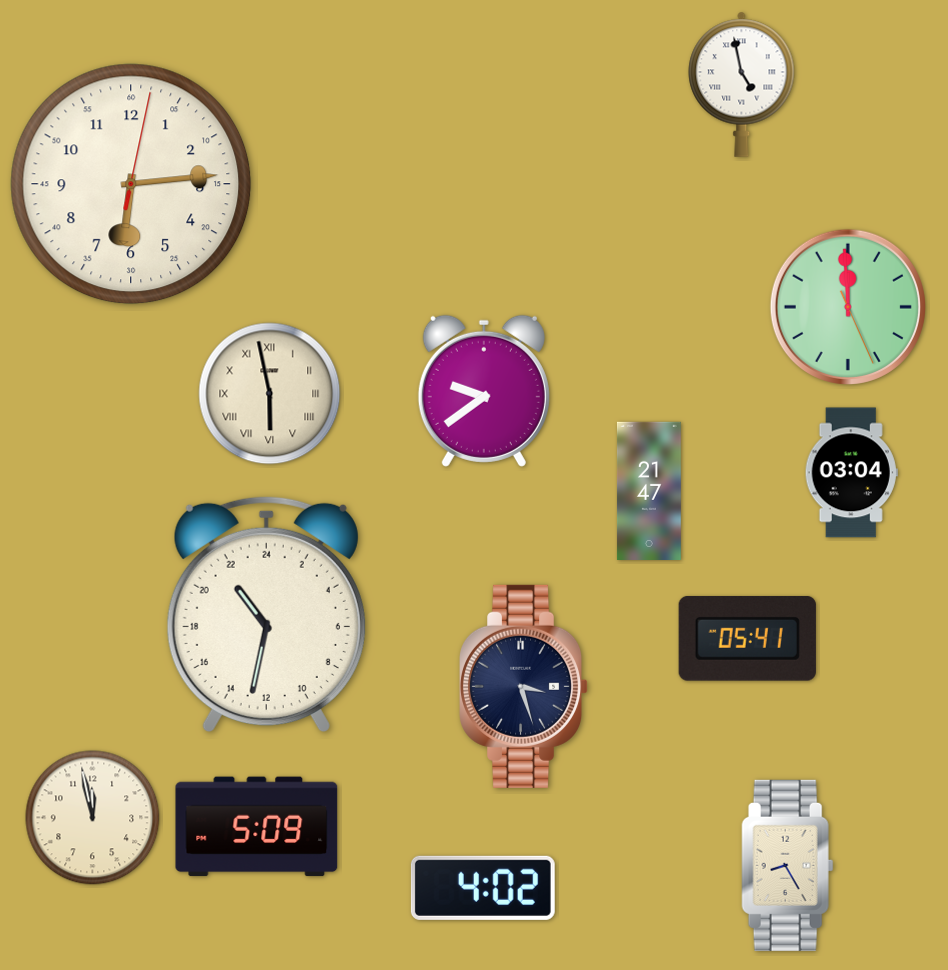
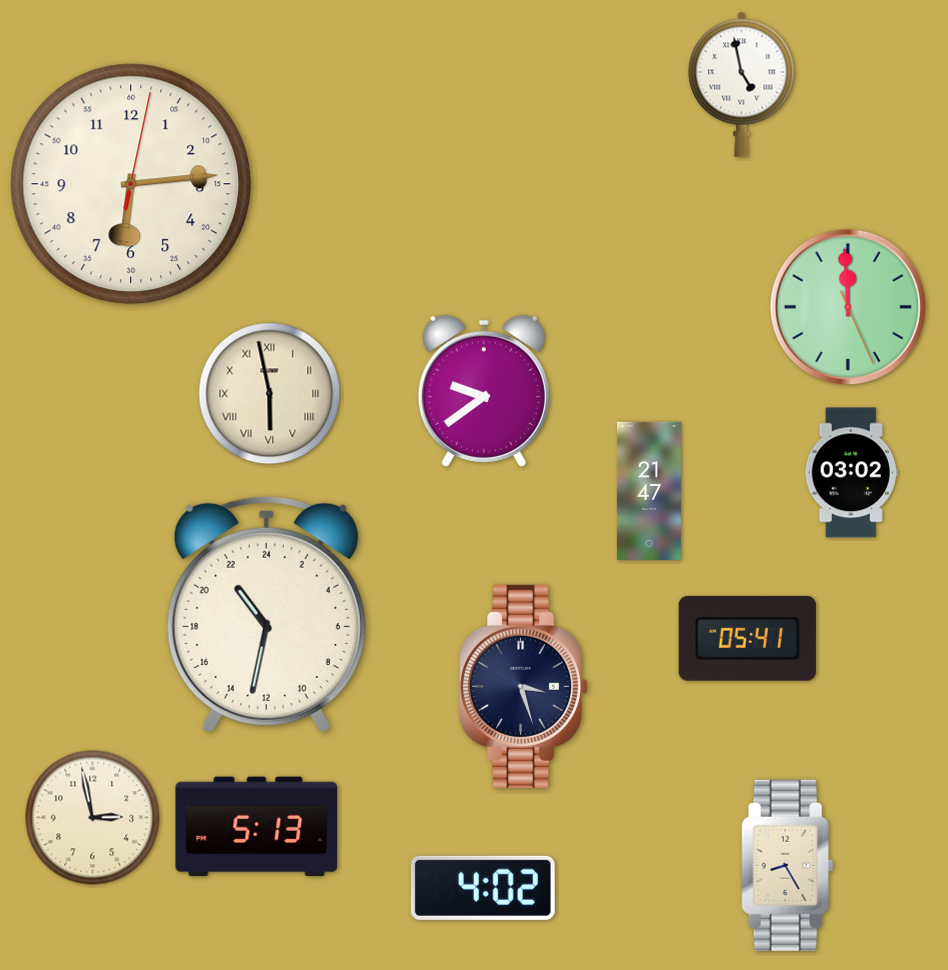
clock at (851, 473): 03:04 -> 03:02
clock at (93, 818): 11:58 -> 2:58
clock at (257, 827): 5:09 -> 5:13
